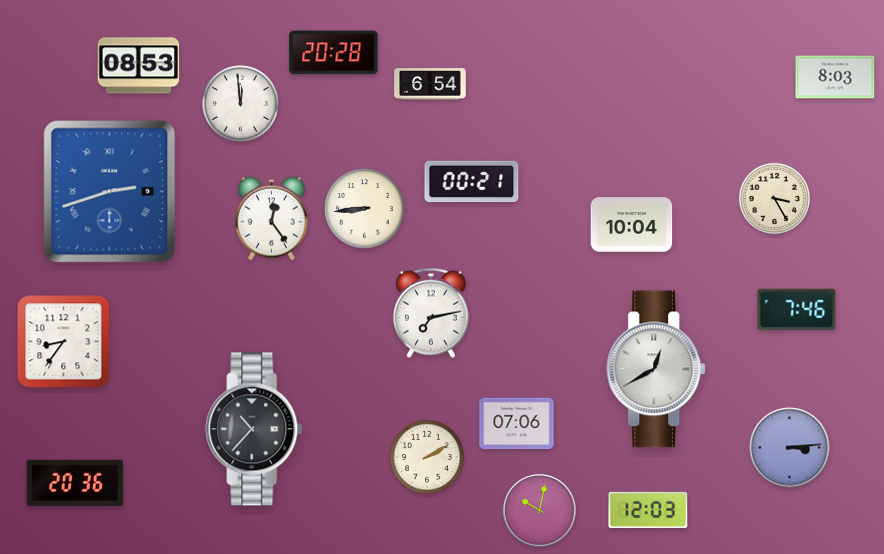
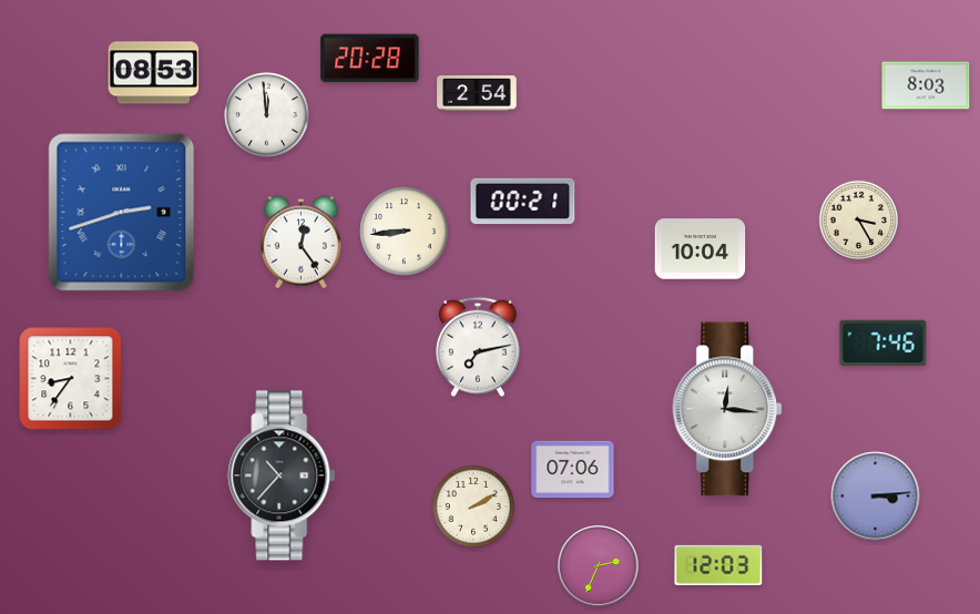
clock at (430, 84): 6:54 -> 2:54
clock at (657, 369): 12:40 -> 12:16
clock at (75, 482): 20:36 -> none
clock at (540, 511): 10:02 -> 2:34
